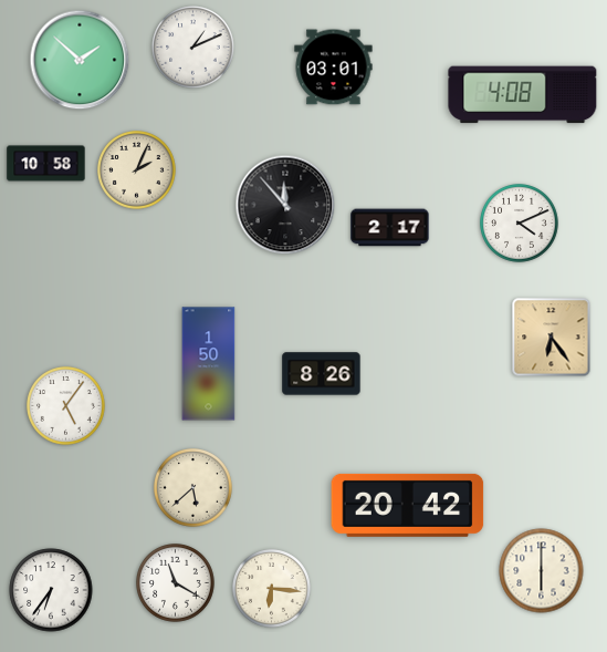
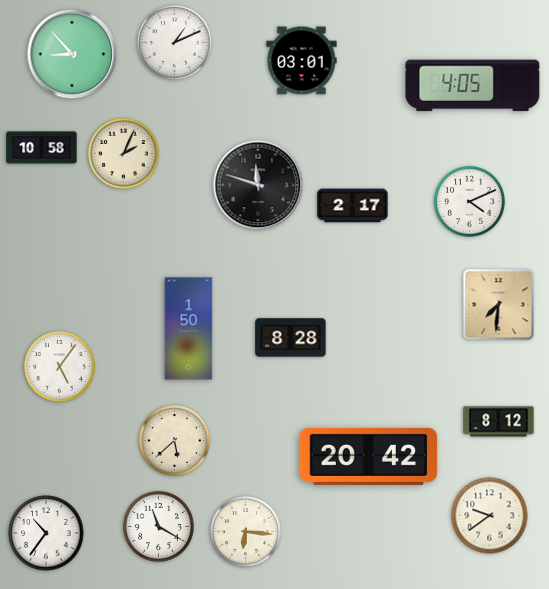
clock at (80, 60): 1:52 -> 8:53
clock at (523, 95): 4:08 -> 4:05
clock at (285, 205): 11:53 -> 11:48
clock at (552, 338): 6:24 -> 7:31
clock at (322, 374): 8:26 -> 8:28
clock at (499, 422): none -> 8:12
clock at (542, 571): 6:00 -> 9:39
clock at (51, 590): 6:36 -> 10:36
